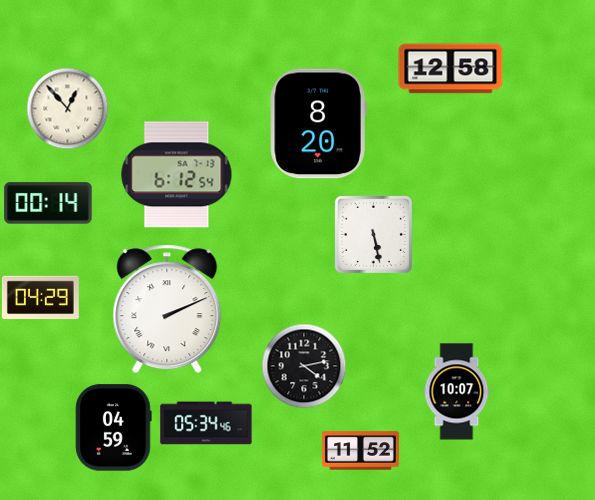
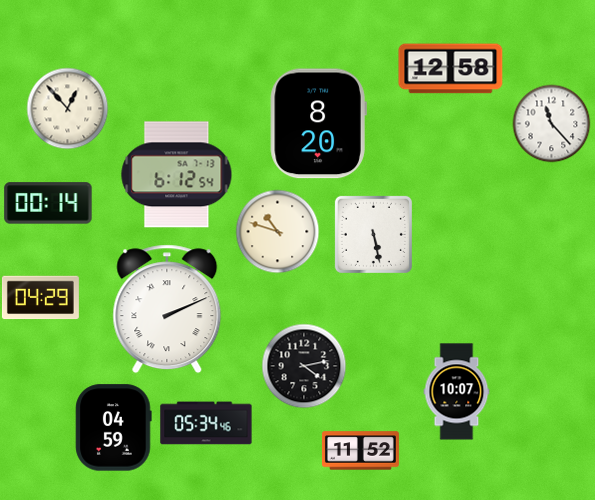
clock at (551, 123): none -> 11:23
clock at (277, 231): none -> 10:48
